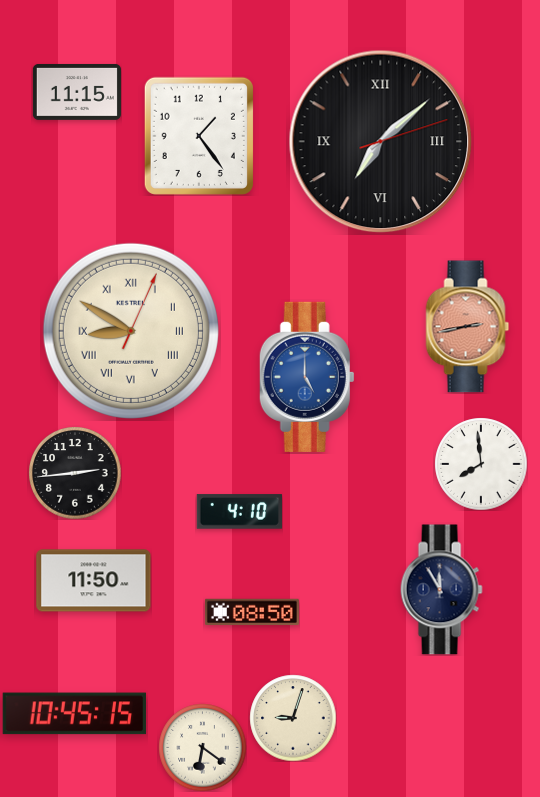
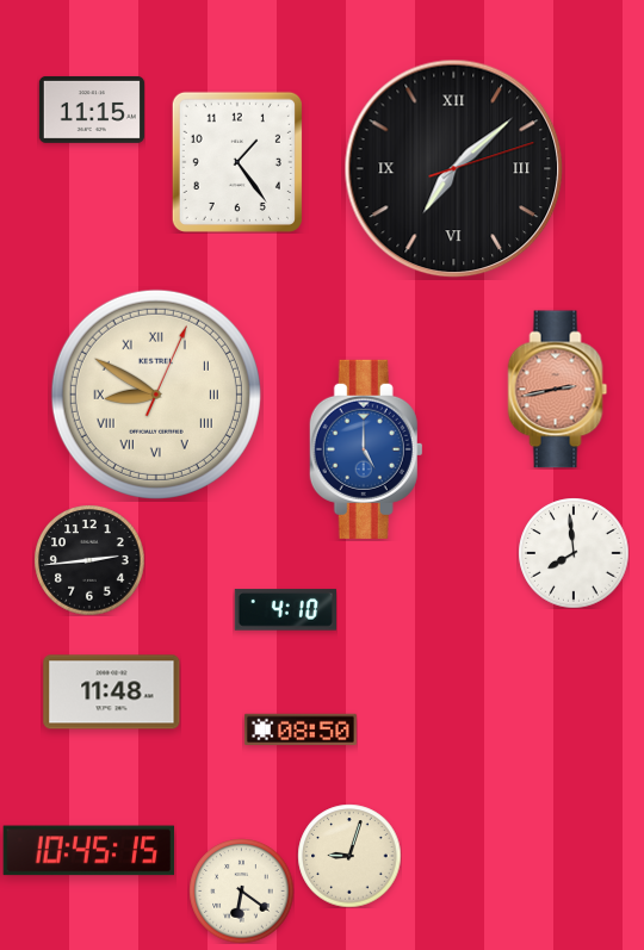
clock at (75, 473) position: (75, 473) -> (89, 560)
clock at (94, 581): 11:50 -> 11:48
clock at (441, 590): 11:55 -> none
